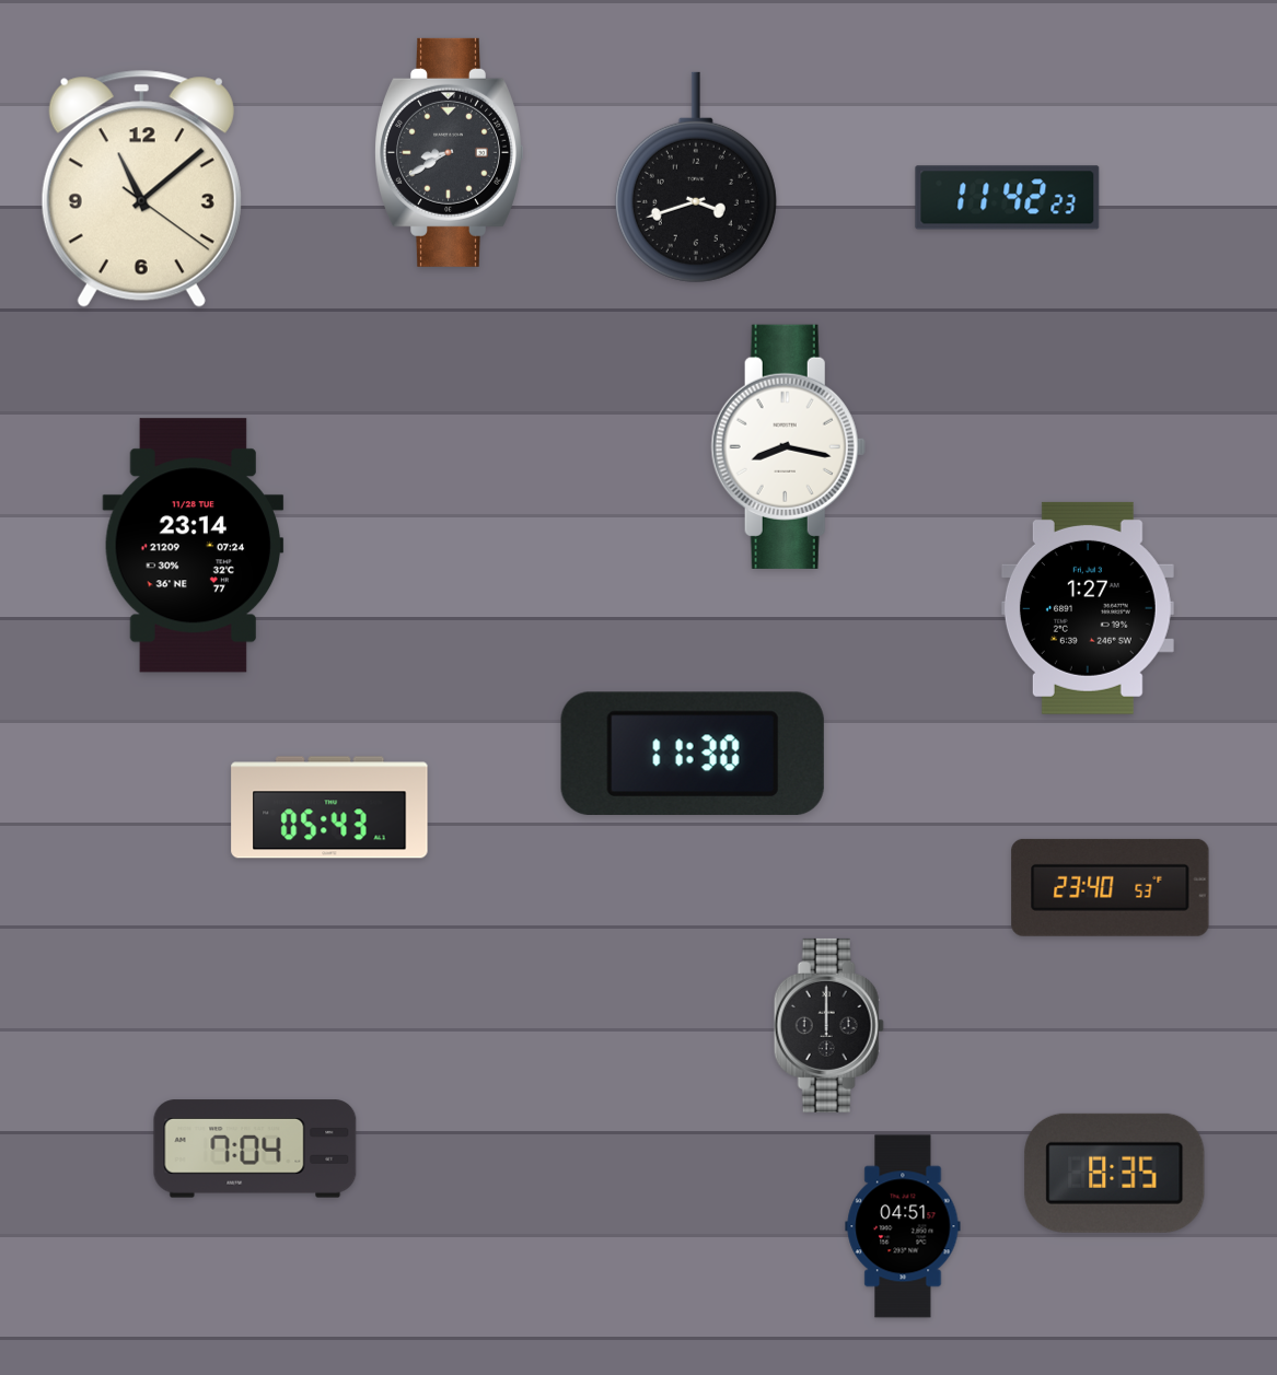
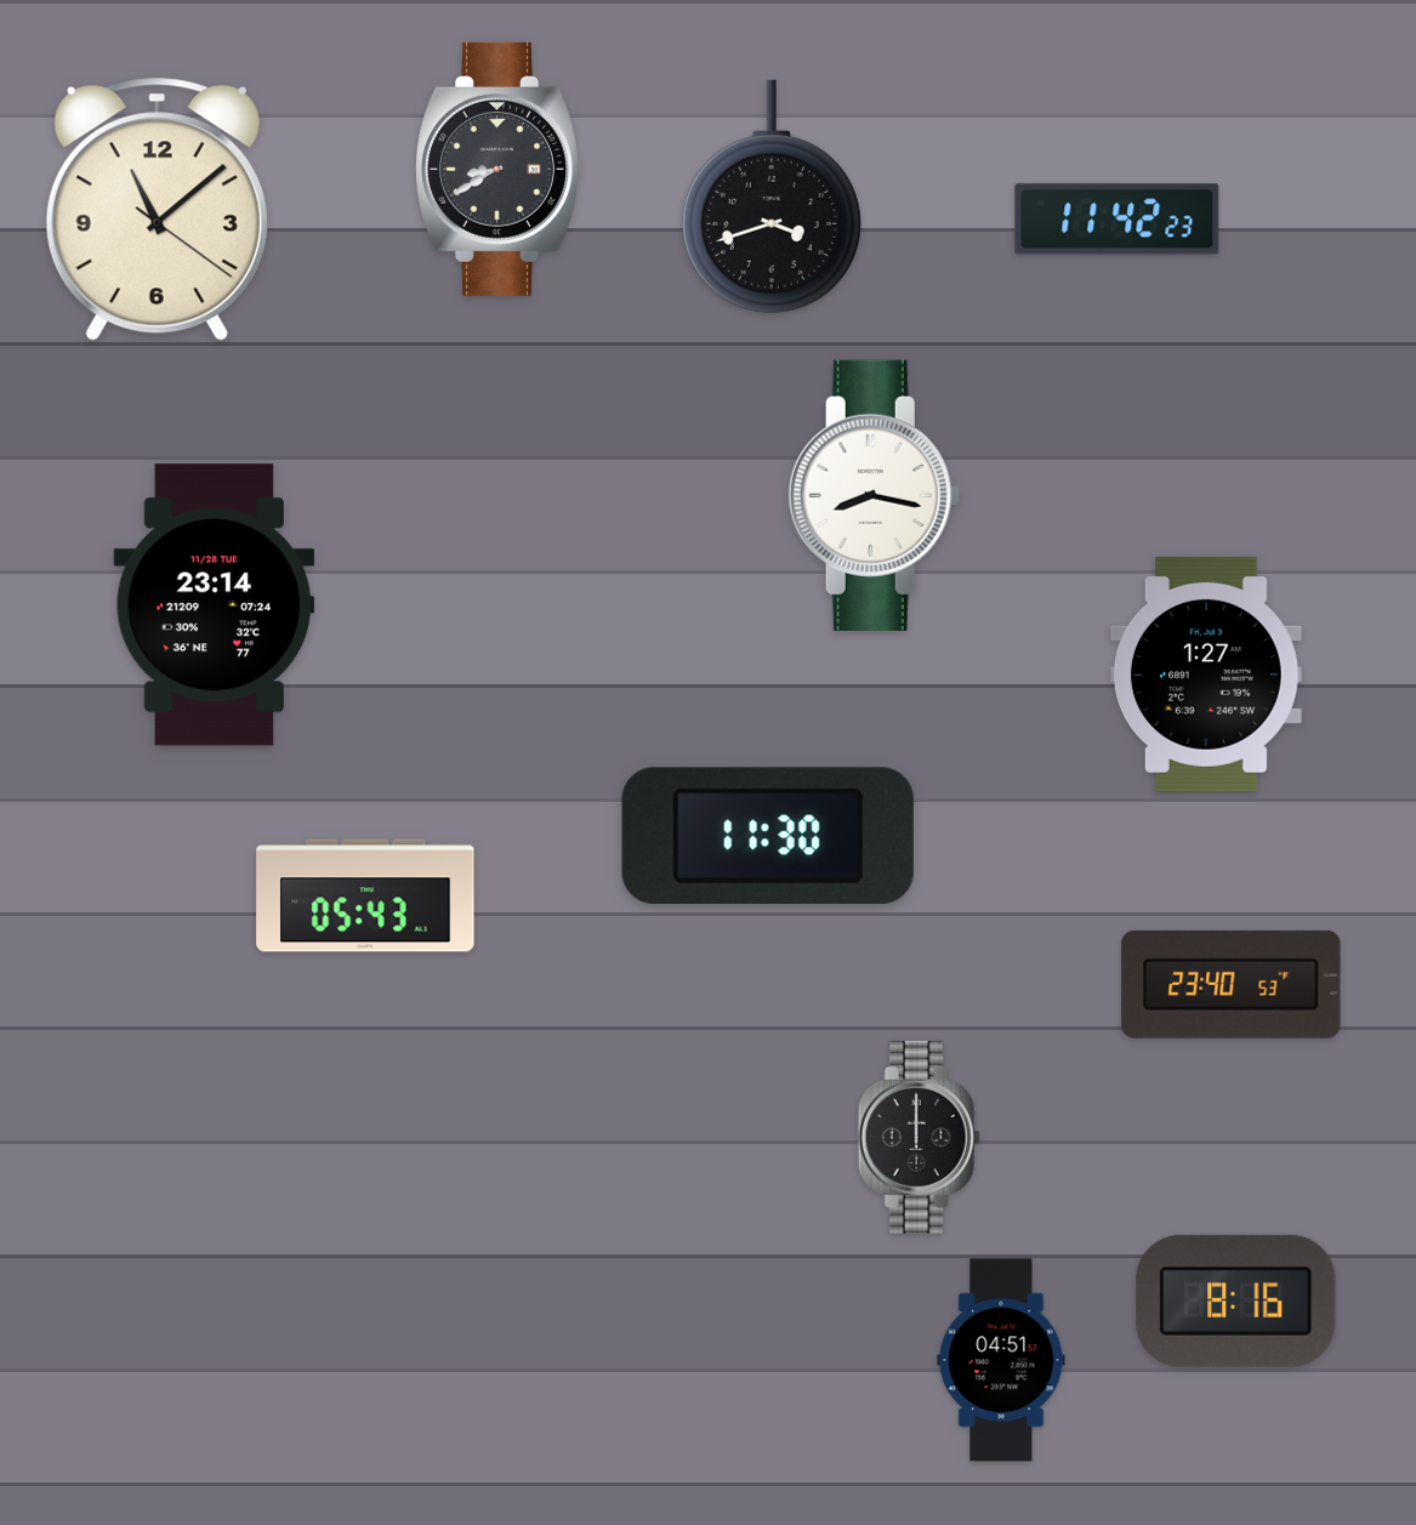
clock at (255, 1149): 7:04 -> none
clock at (1115, 1173): 8:35 -> 8:16
